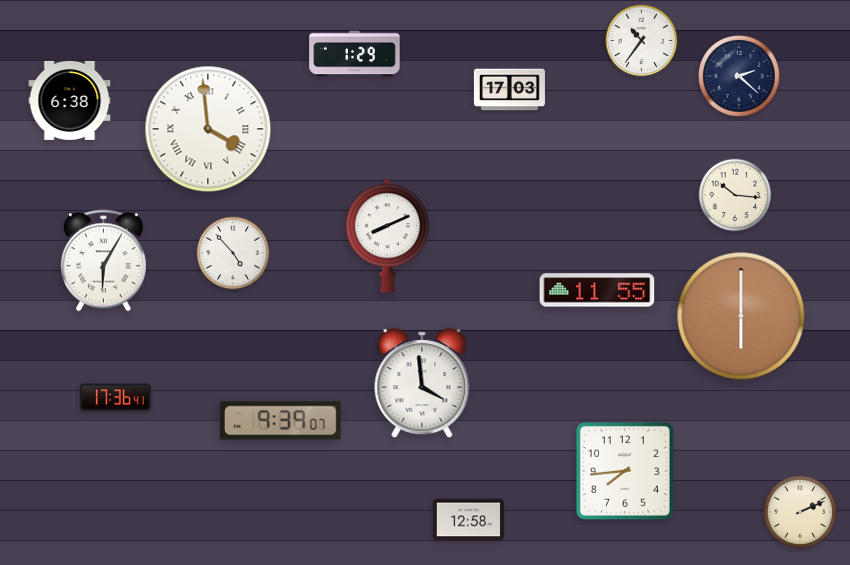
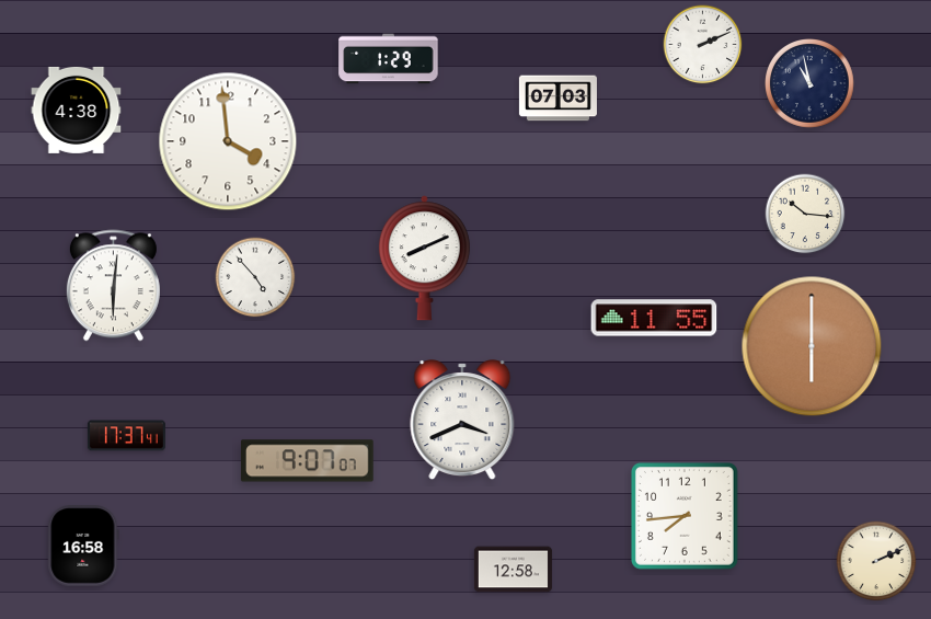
clock at (642, 41): 10:36 -> 2:11
clock at (740, 77): 2:22 -> 10:58
clock at (509, 90): 17:03 -> 07:03
clock at (70, 100): 6:38 -> 4:38
clock at (208, 129) numerals: Roman -> Arabic
clock at (103, 261): 6:05 -> 6:01
clock at (422, 384): 3:59 -> 3:41
clock at (115, 398): 17:36 -> 17:37
clock at (280, 421): 9:39 -> 9:07
clock at (83, 546): none -> 16:58
